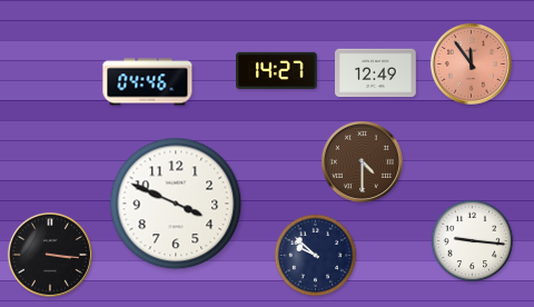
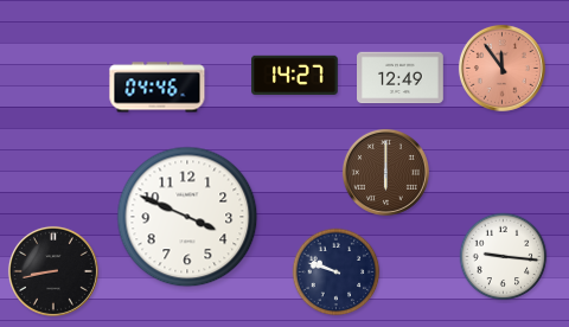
clock at (362, 161): 4:30 -> 6:00
clock at (50, 255): 3:16 -> 8:43
clock at (316, 256): 9:52 -> 9:48
